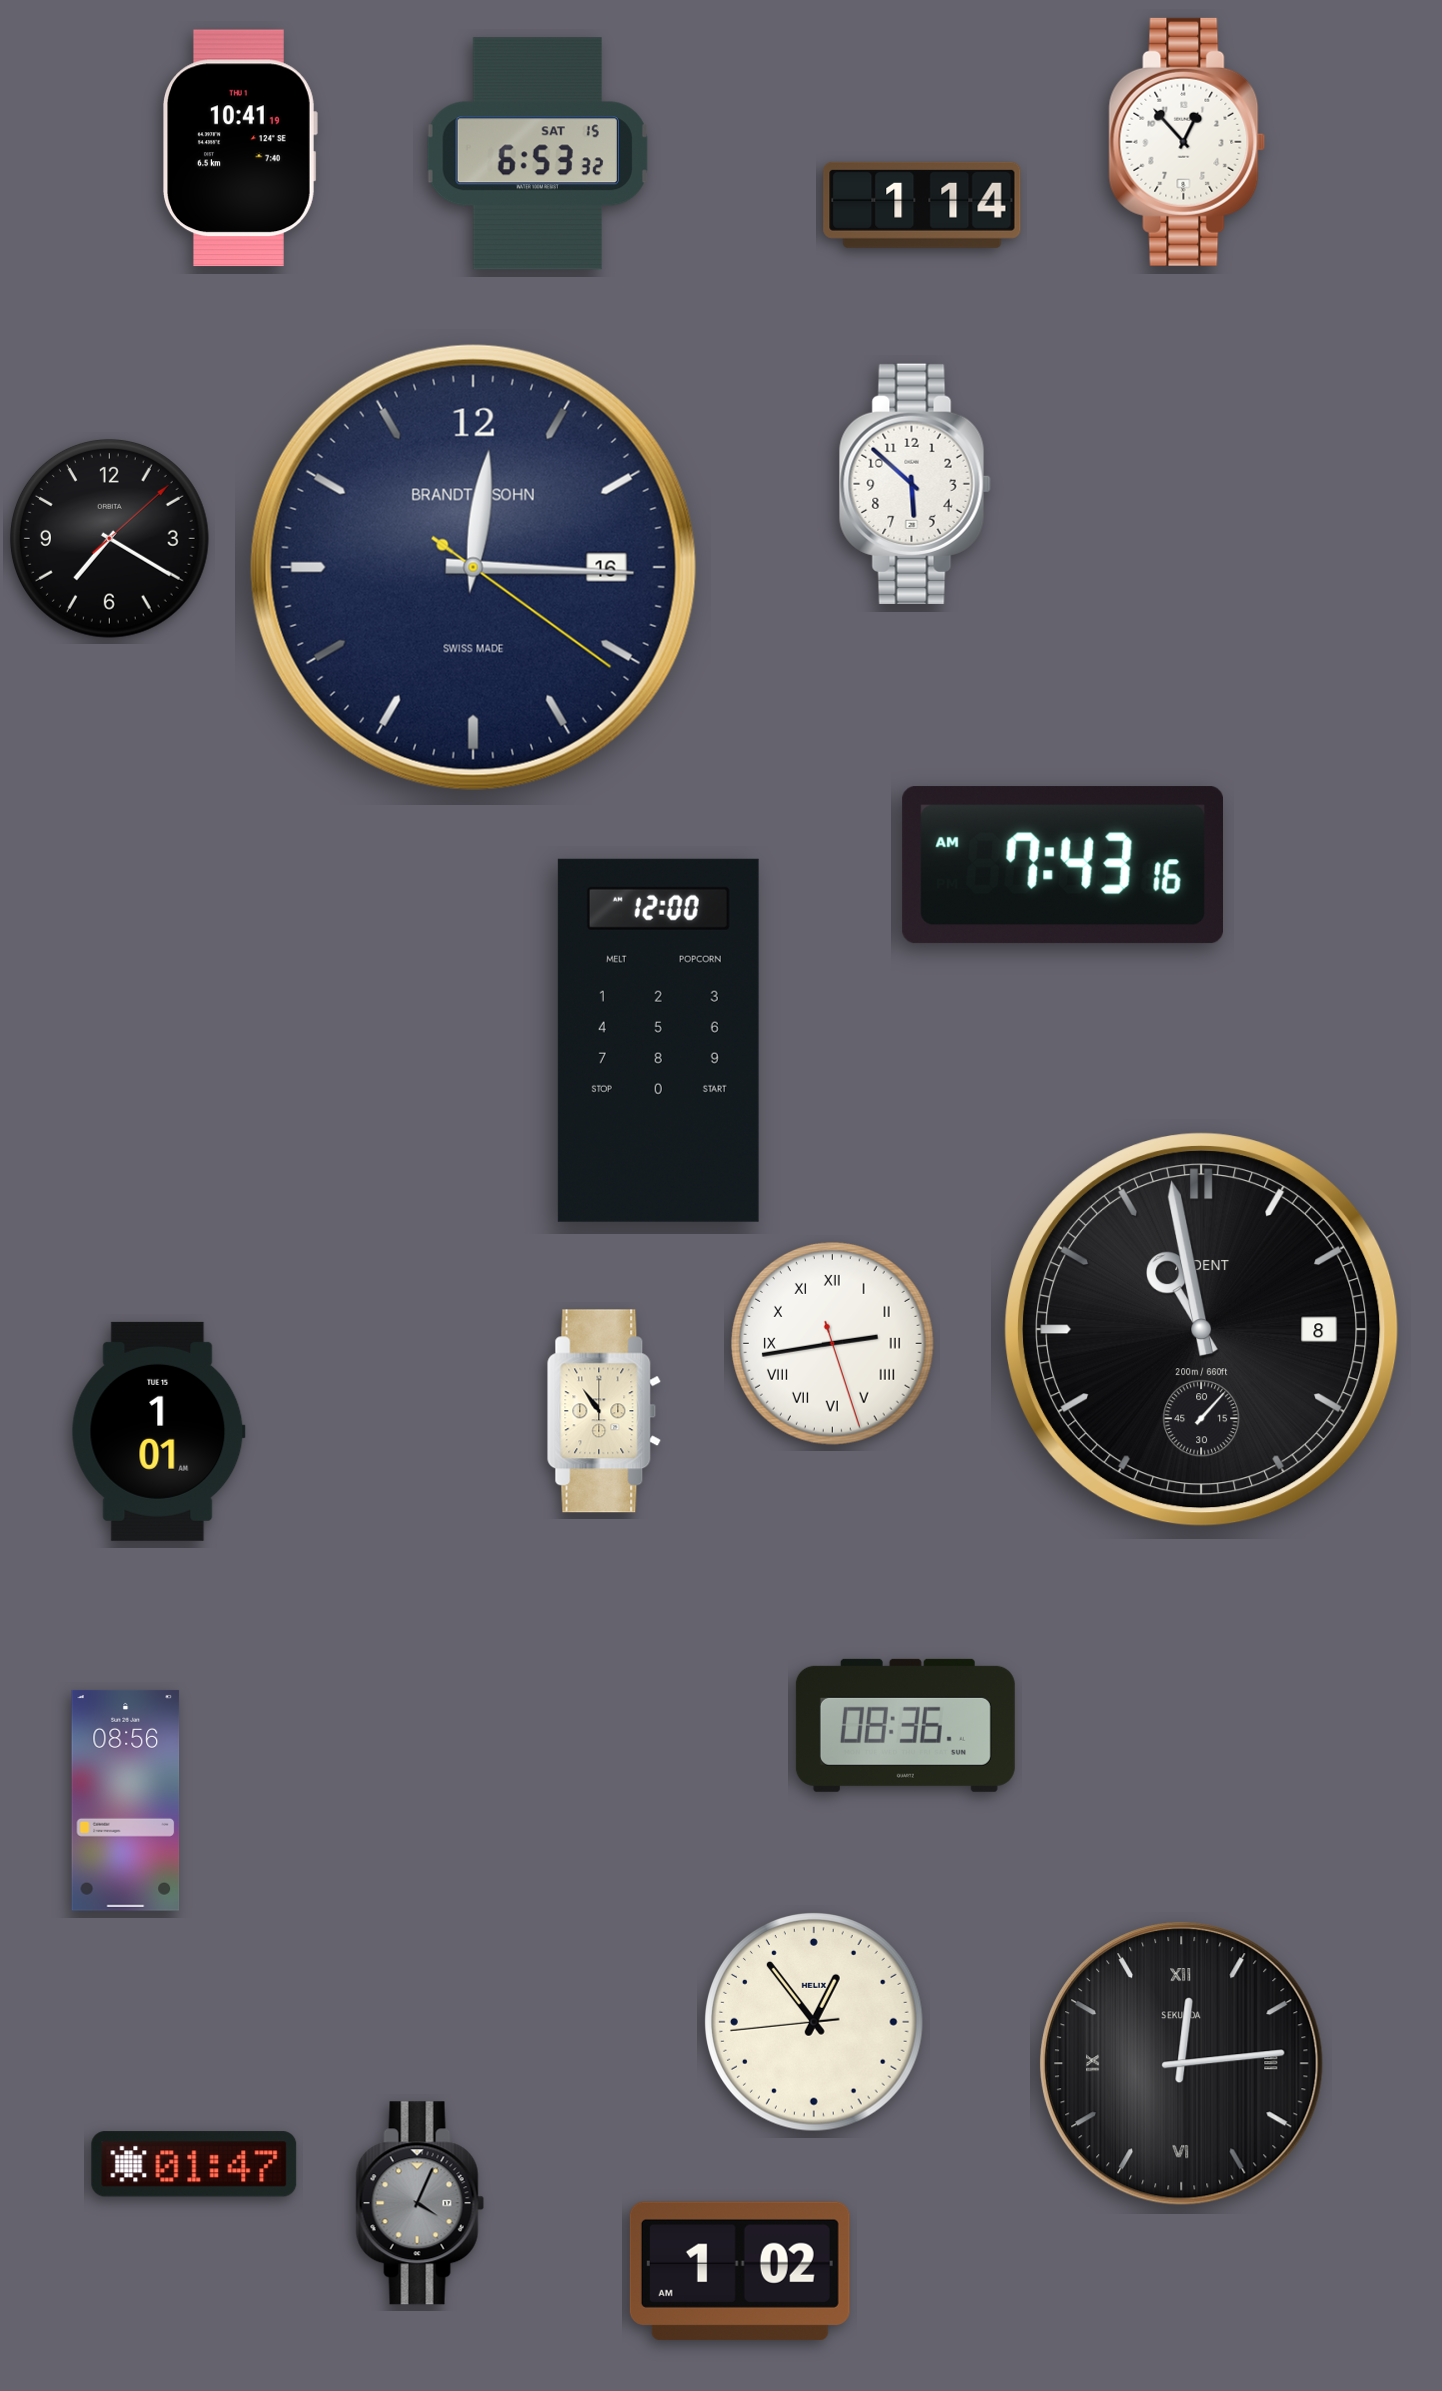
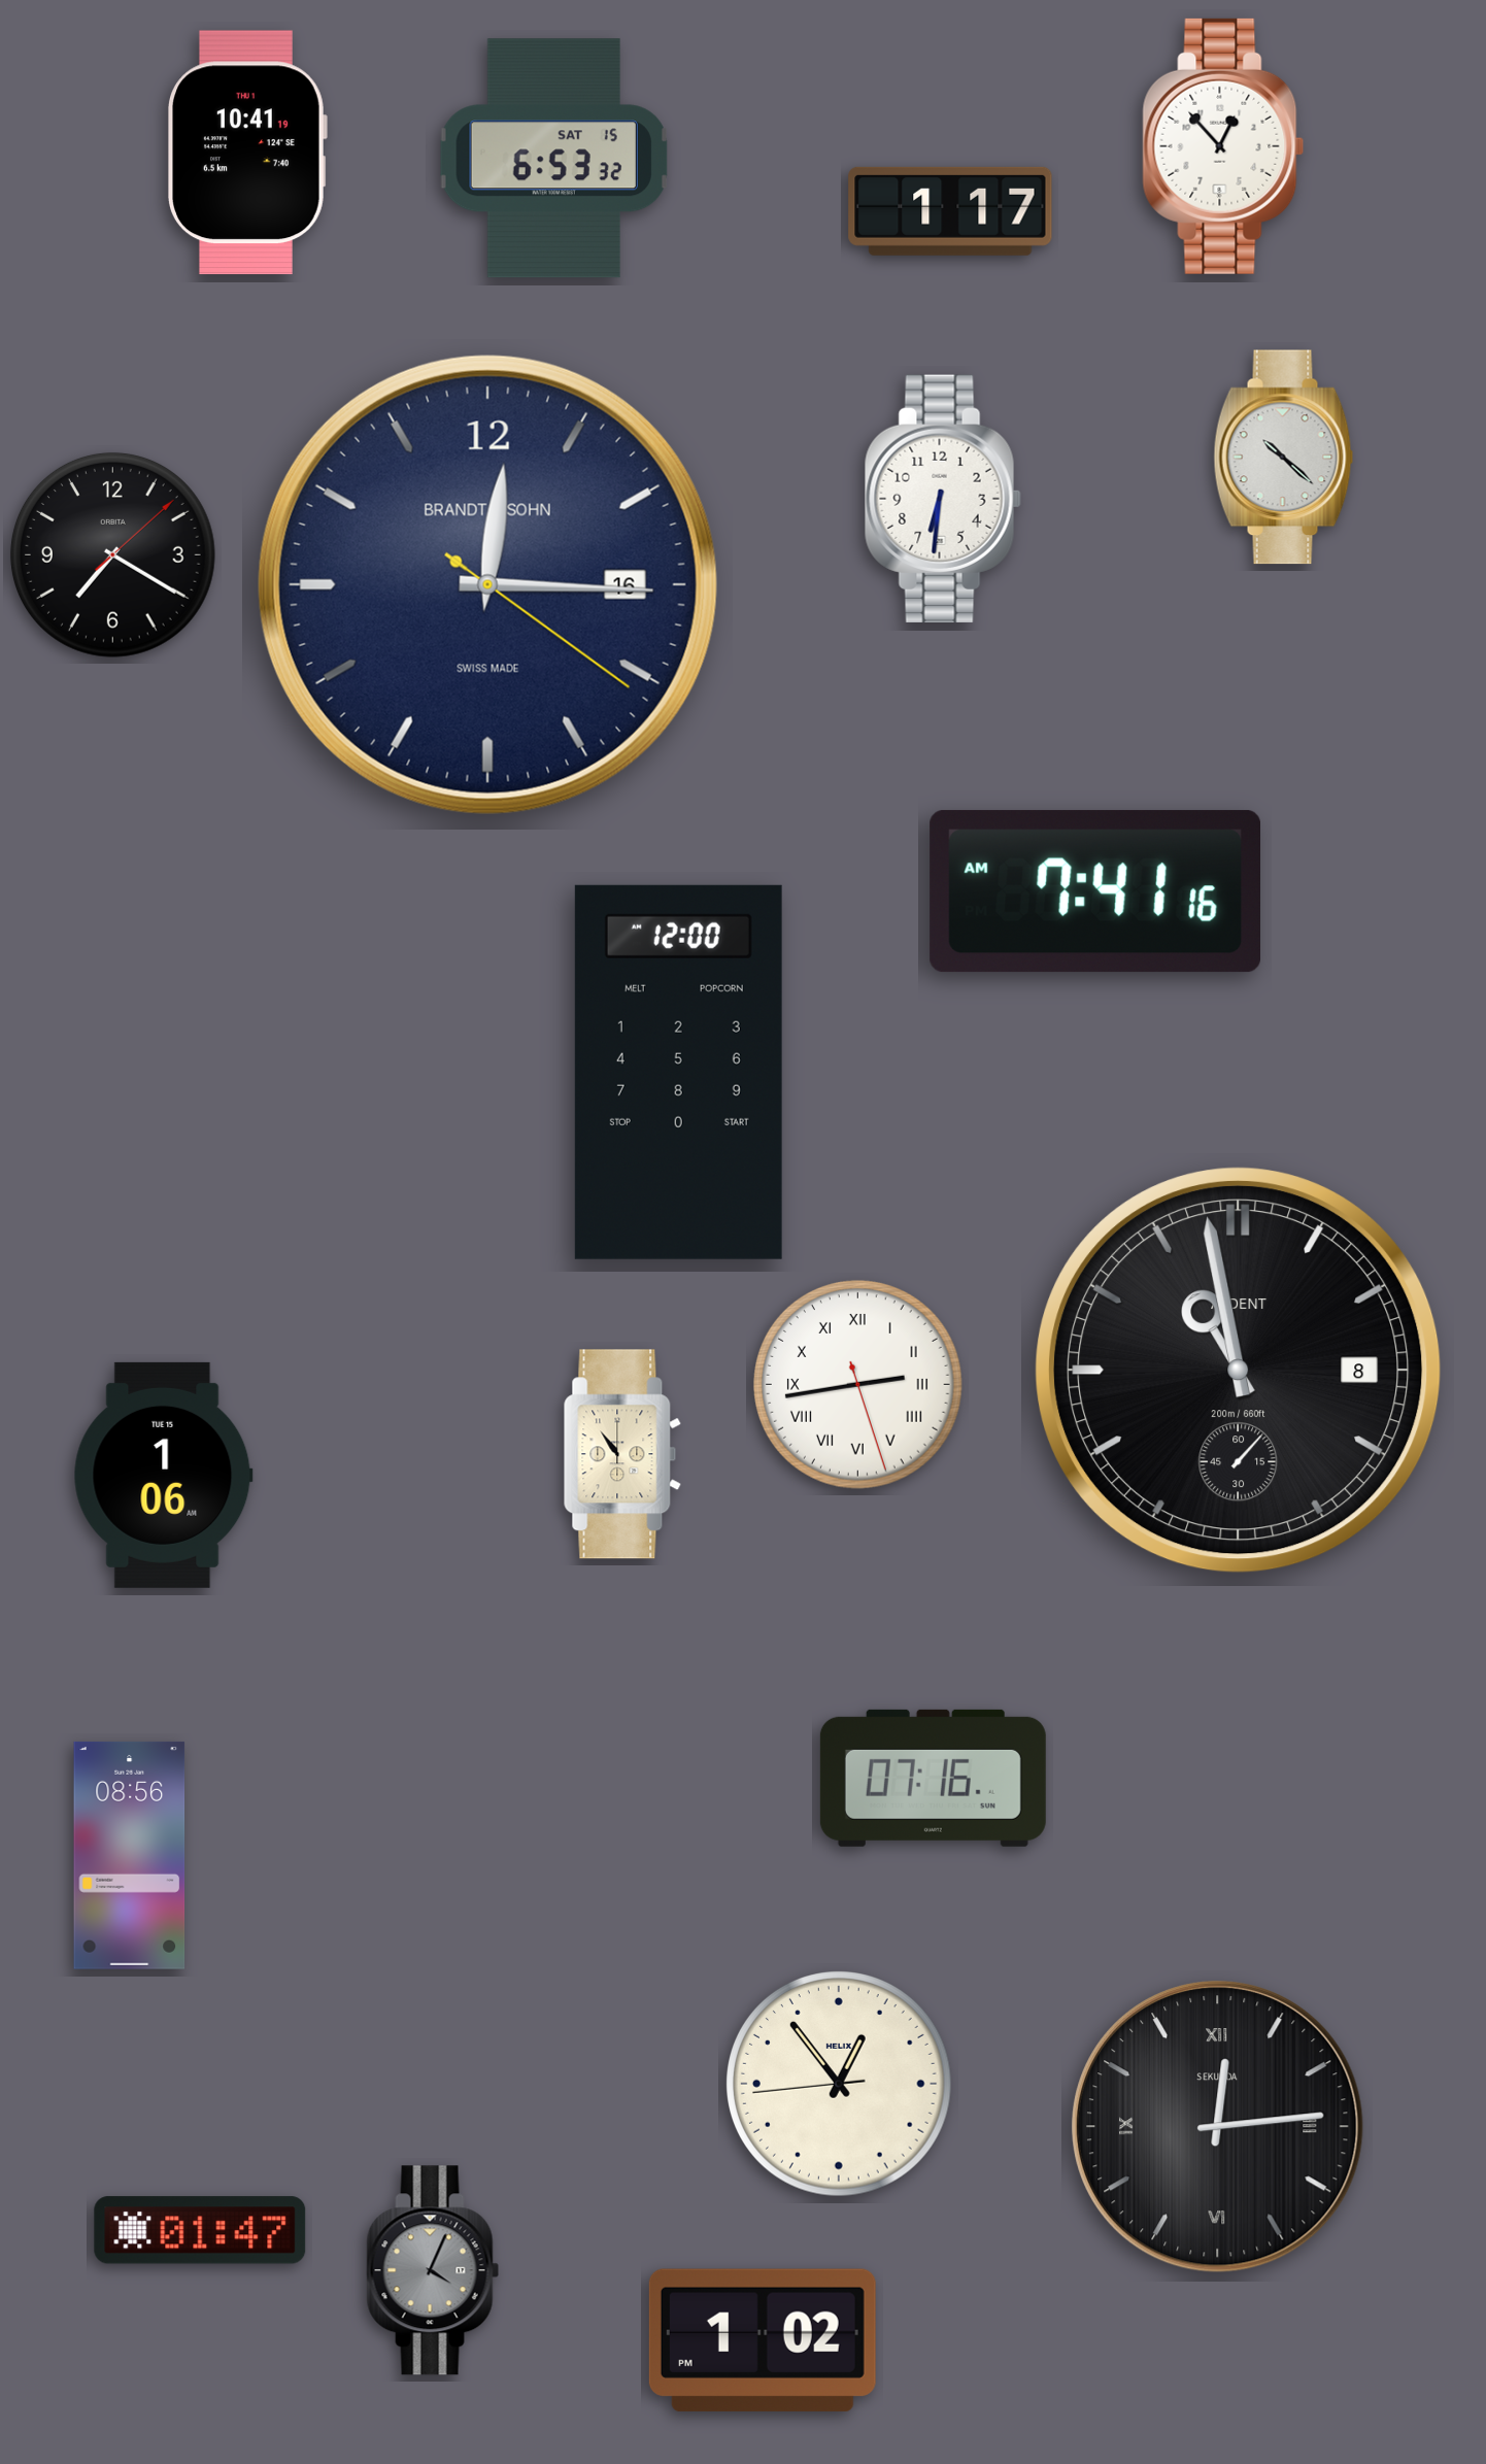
clock at (922, 205): 1:14 -> 1:17
clock at (1284, 458): none -> 10:22
clock at (915, 484): 5:52 -> 6:31
clock at (1062, 865): 7:43 -> 7:41
clock at (158, 1431): 1:01 -> 1:06
clock at (905, 1725): 08:36 -> 07:16
clock at (740, 2271): 1:02 AM -> 1:02 PM
